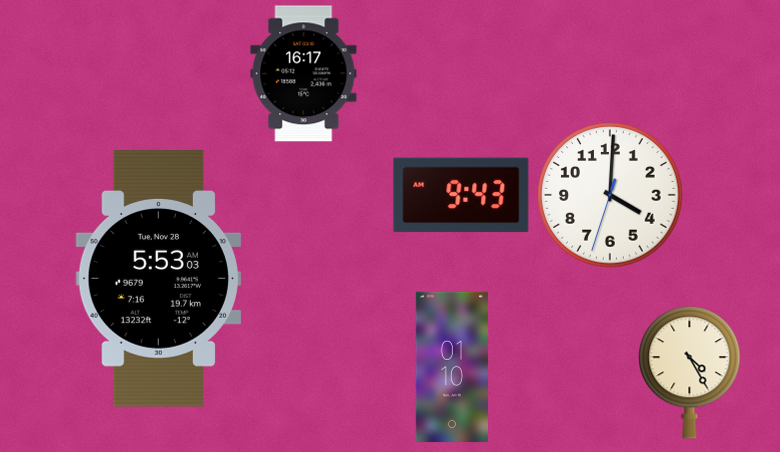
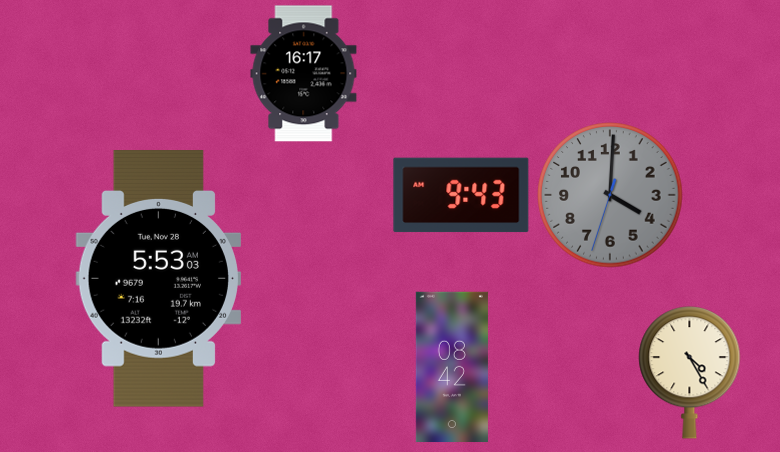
clock at (610, 195) dial: white -> grey
clock at (452, 367): 01:10 -> 08:42
